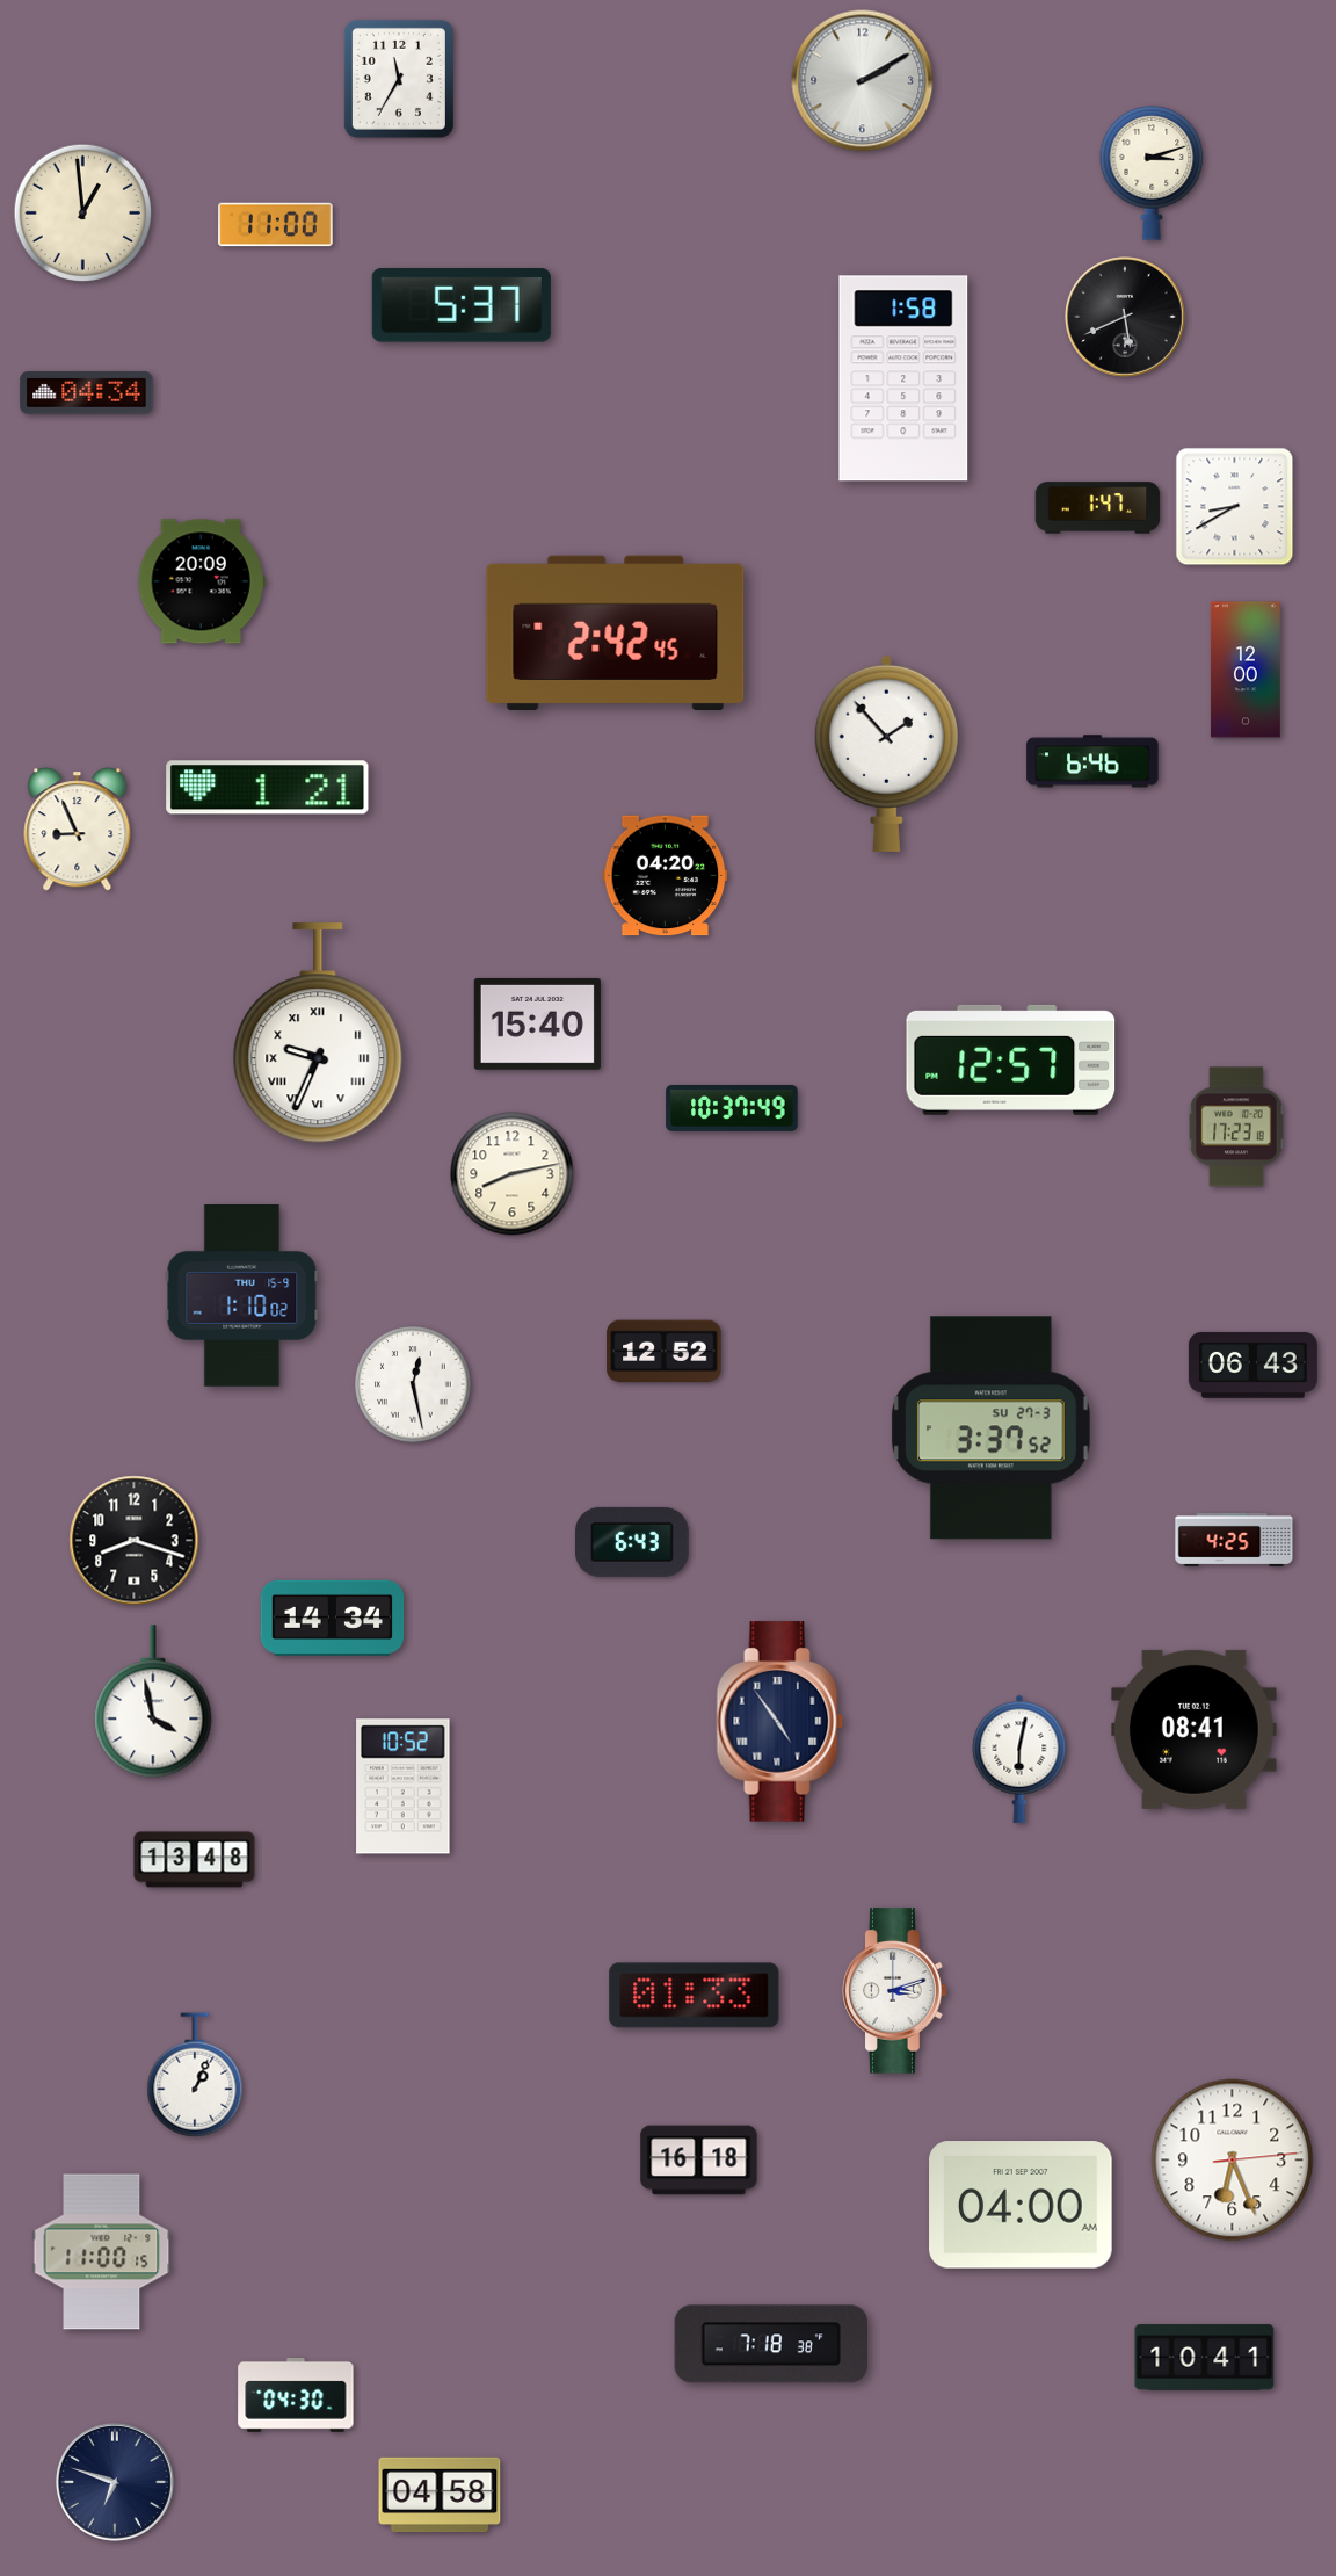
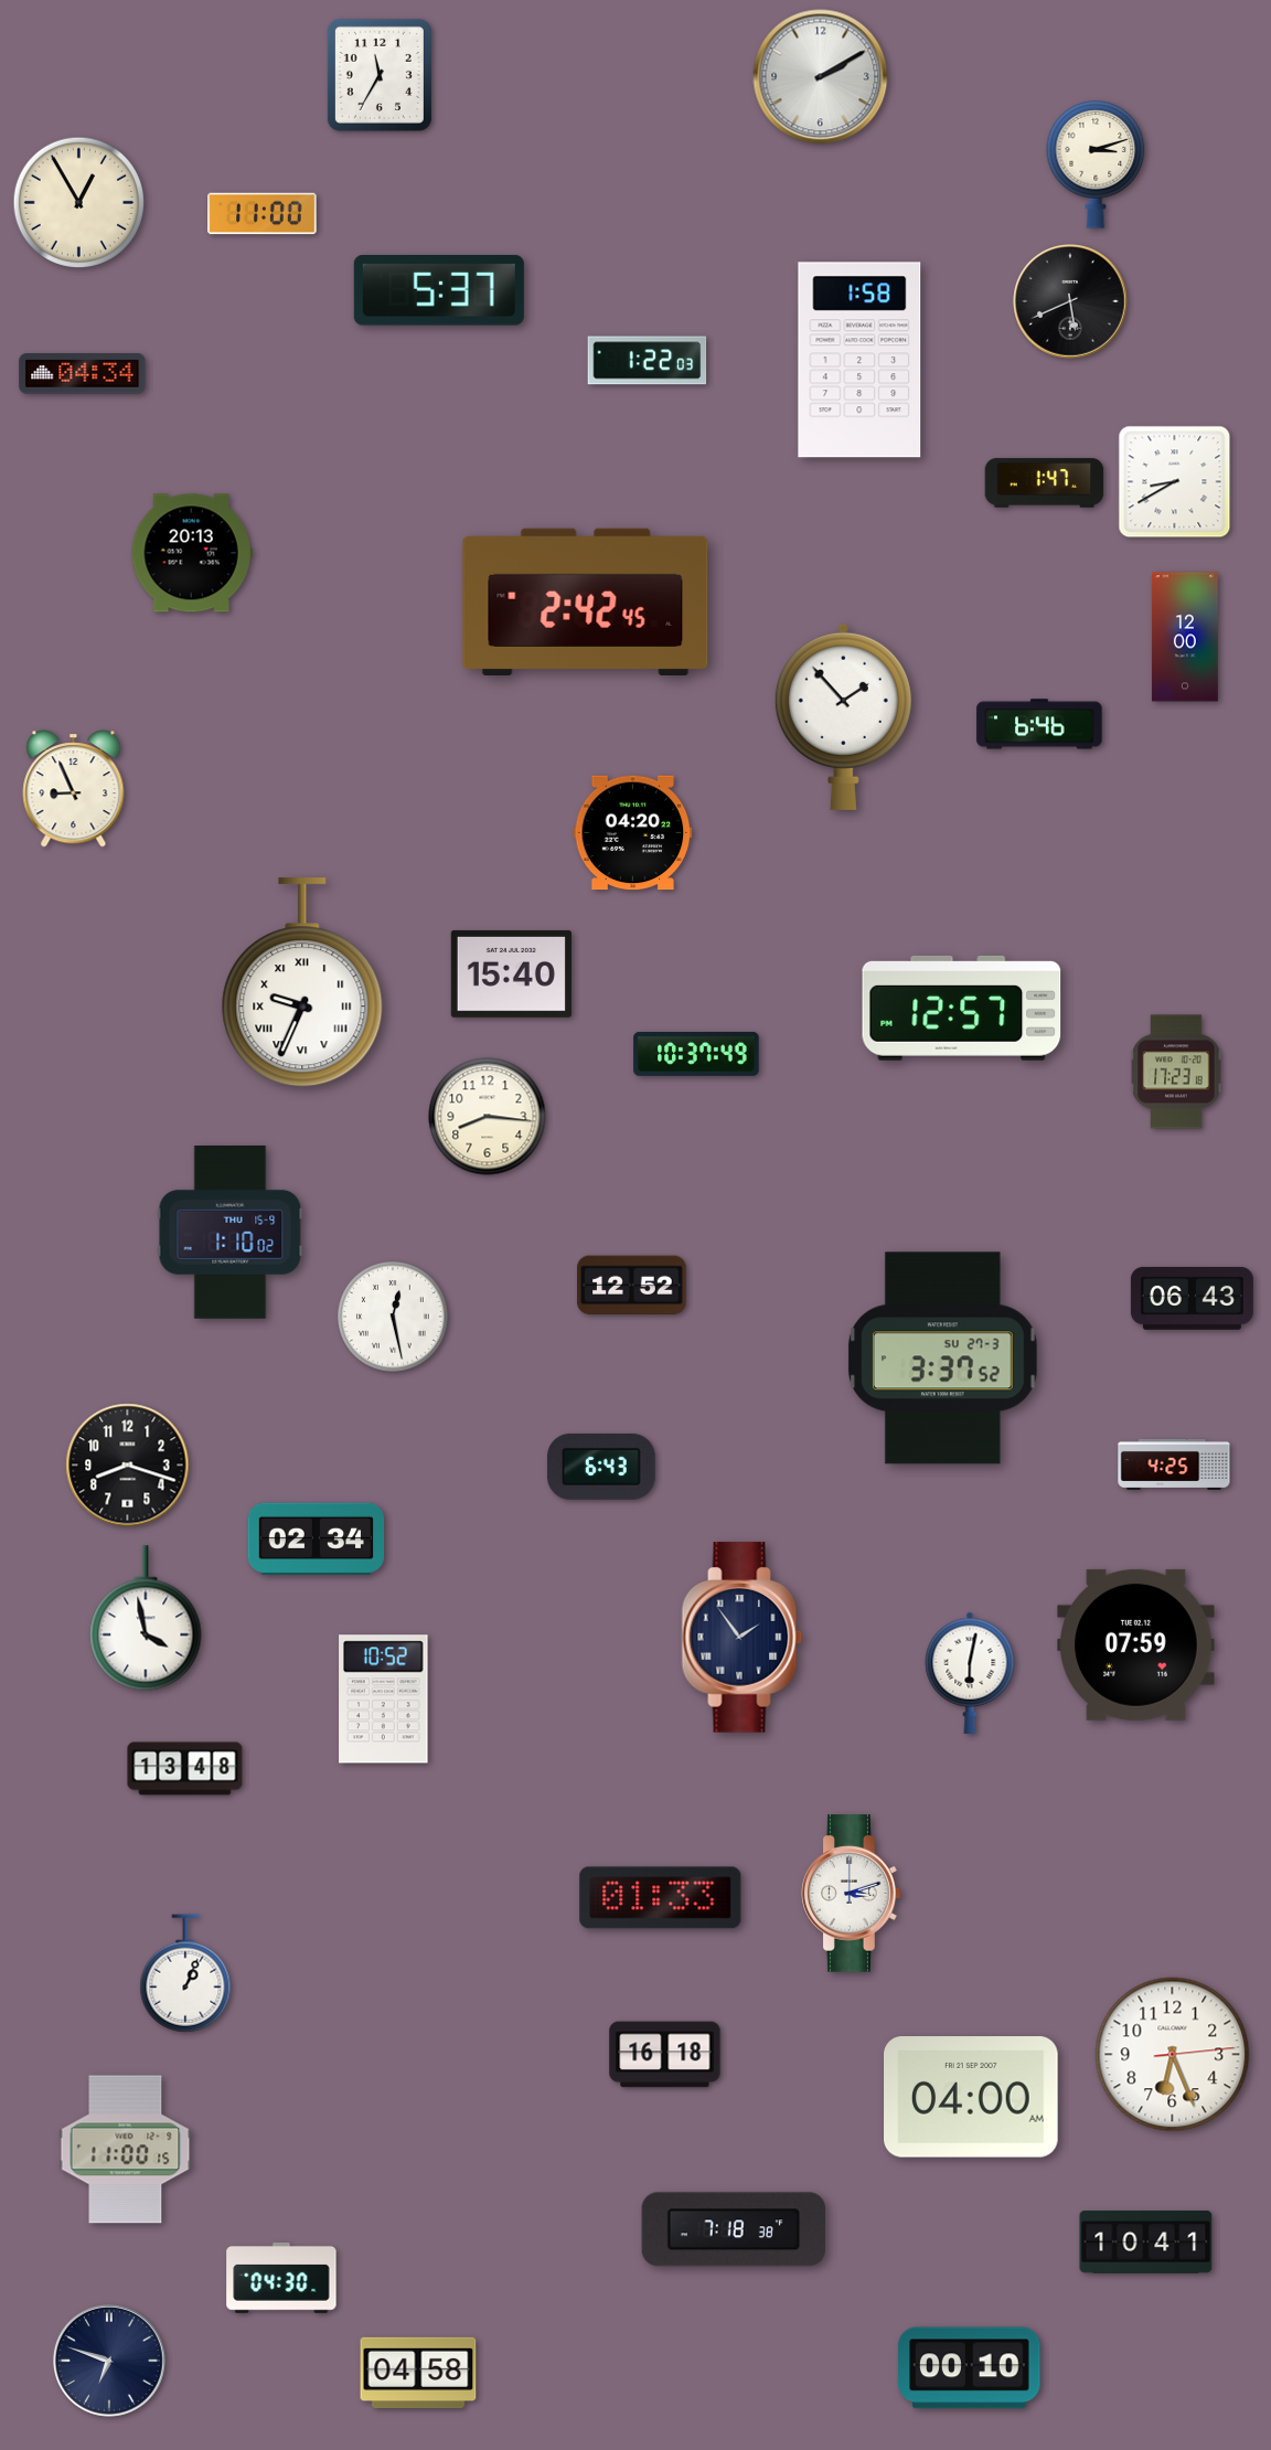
clock at (83, 214): 12:59 -> 12:55
clock at (648, 361): none -> 1:22
clock at (202, 581): 20:09 -> 20:13
clock at (268, 788): 1:21 -> none
clock at (513, 1174): 8:13 -> 8:16
clock at (333, 1618): 14:34 -> 02:34
clock at (780, 1722): 4:54 -> 1:54
clock at (1195, 1729): 08:41 -> 07:59
clock at (102, 2252) position: (102, 2252) -> (126, 2150)
clock at (970, 2368): none -> 00:10
